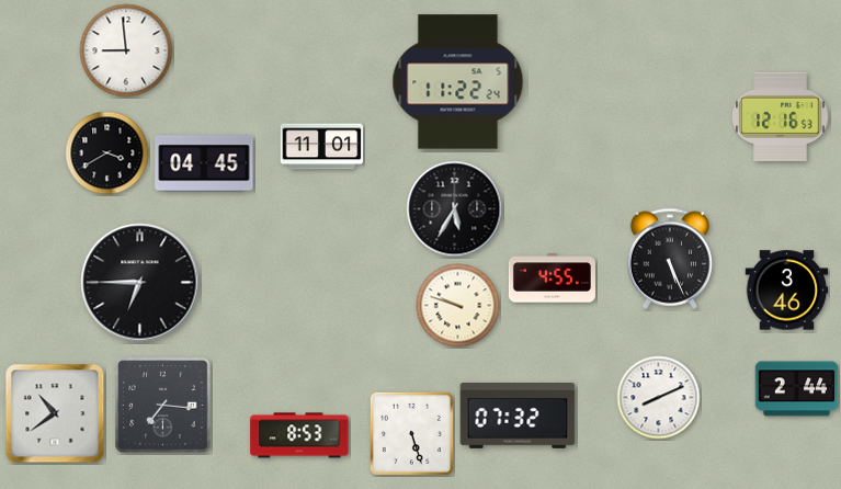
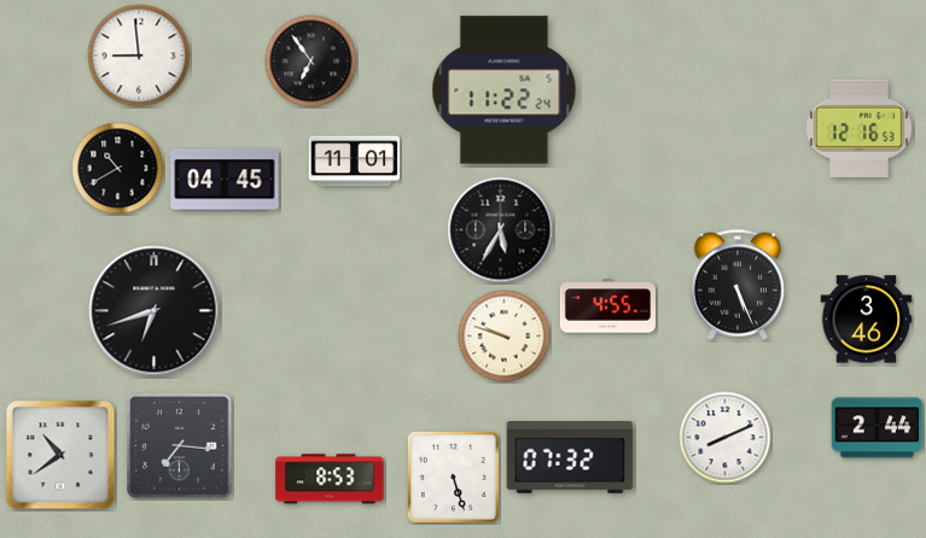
clock at (311, 62): none -> 6:54
clock at (107, 153): 3:40 -> 10:40
clock at (140, 283): 6:45 -> 6:42
